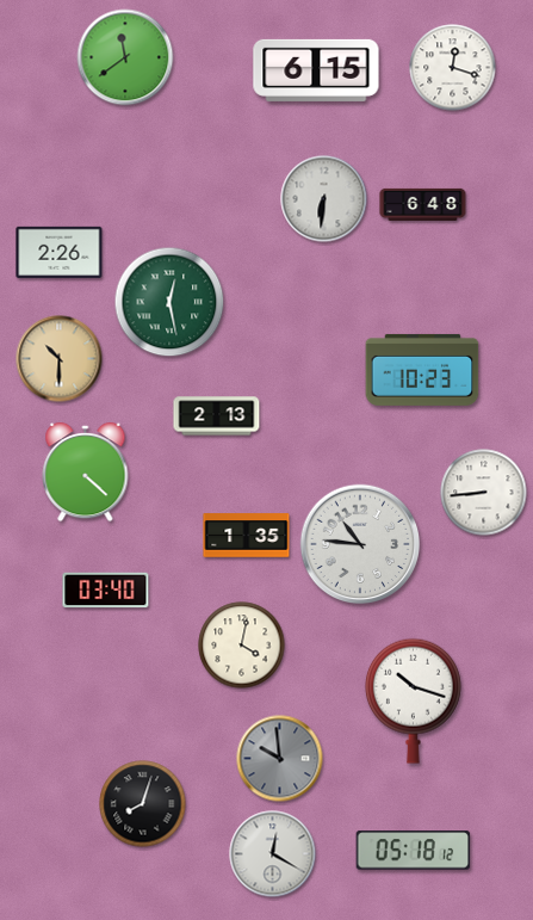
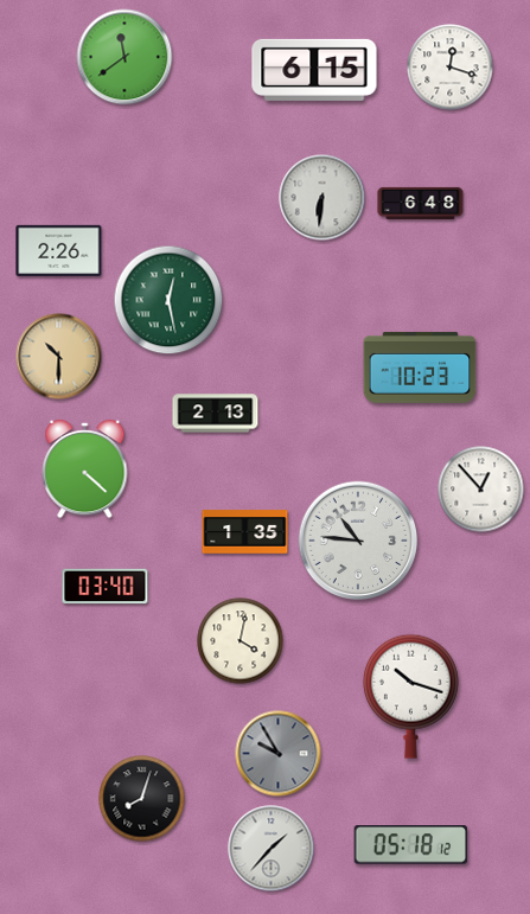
clock at (484, 493): 8:44 -> 12:53
clock at (280, 759): 9:59 -> 9:55
clock at (273, 854): 12:20 -> 1:37
